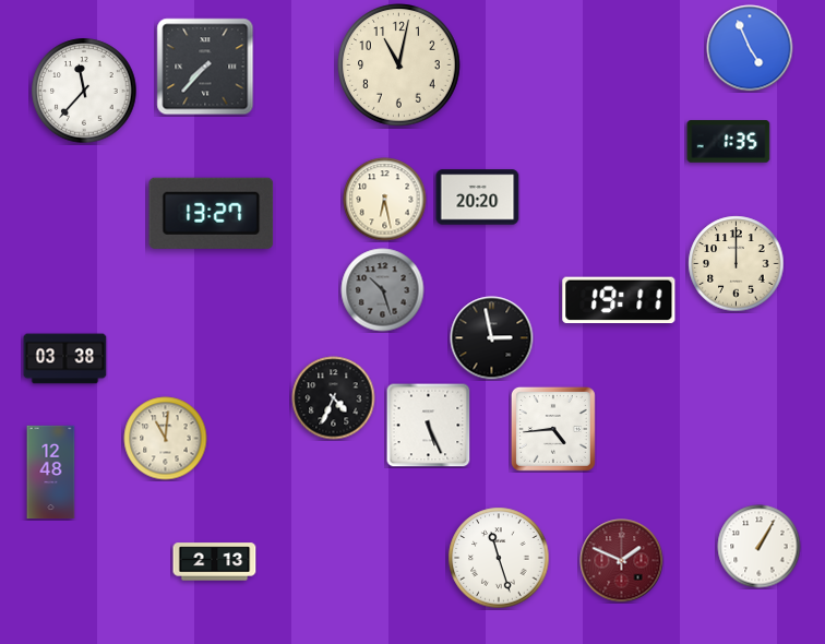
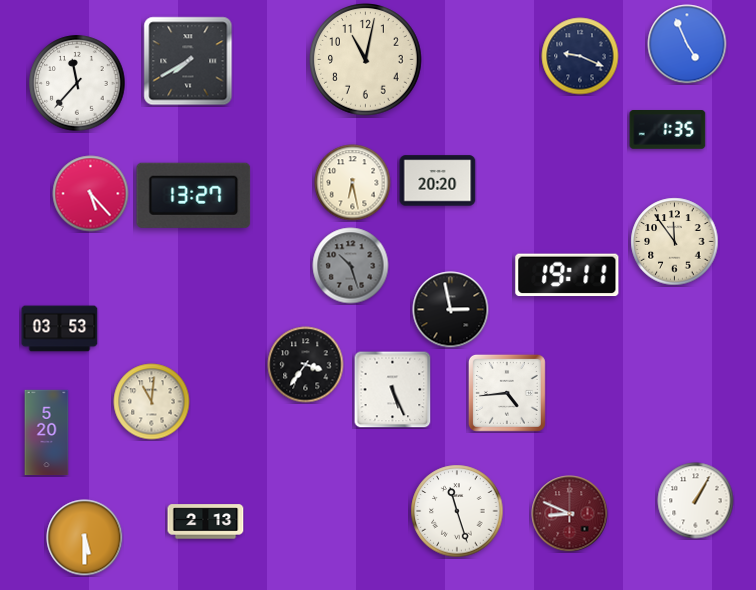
clock at (580, 56): none -> 9:19
clock at (205, 67): 7:37 -> 7:40
clock at (91, 194): none -> 5:23
clock at (737, 264): 12:00 -> 11:54
clock at (65, 359): 03:38 -> 03:53
clock at (334, 398): 4:34 -> 3:36
clock at (51, 473): 12:48 -> 5:20
clock at (622, 561): 1:49 -> 8:49
clock at (215, 562) position: (215, 562) -> (206, 522)
clock at (85, 538): none -> 5:30
